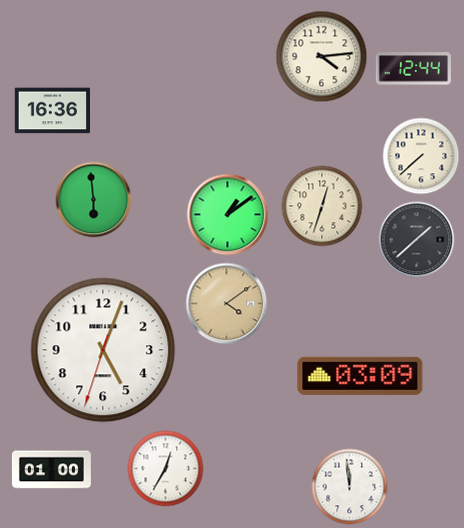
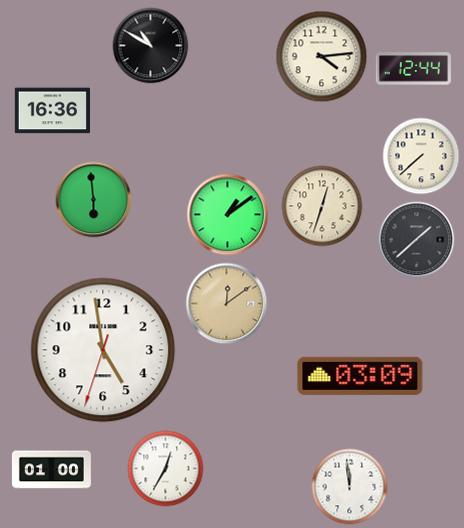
clock at (151, 46): none -> 10:50
clock at (227, 304): 4:09 -> 12:09
clock at (103, 350): 5:03 -> 4:58
